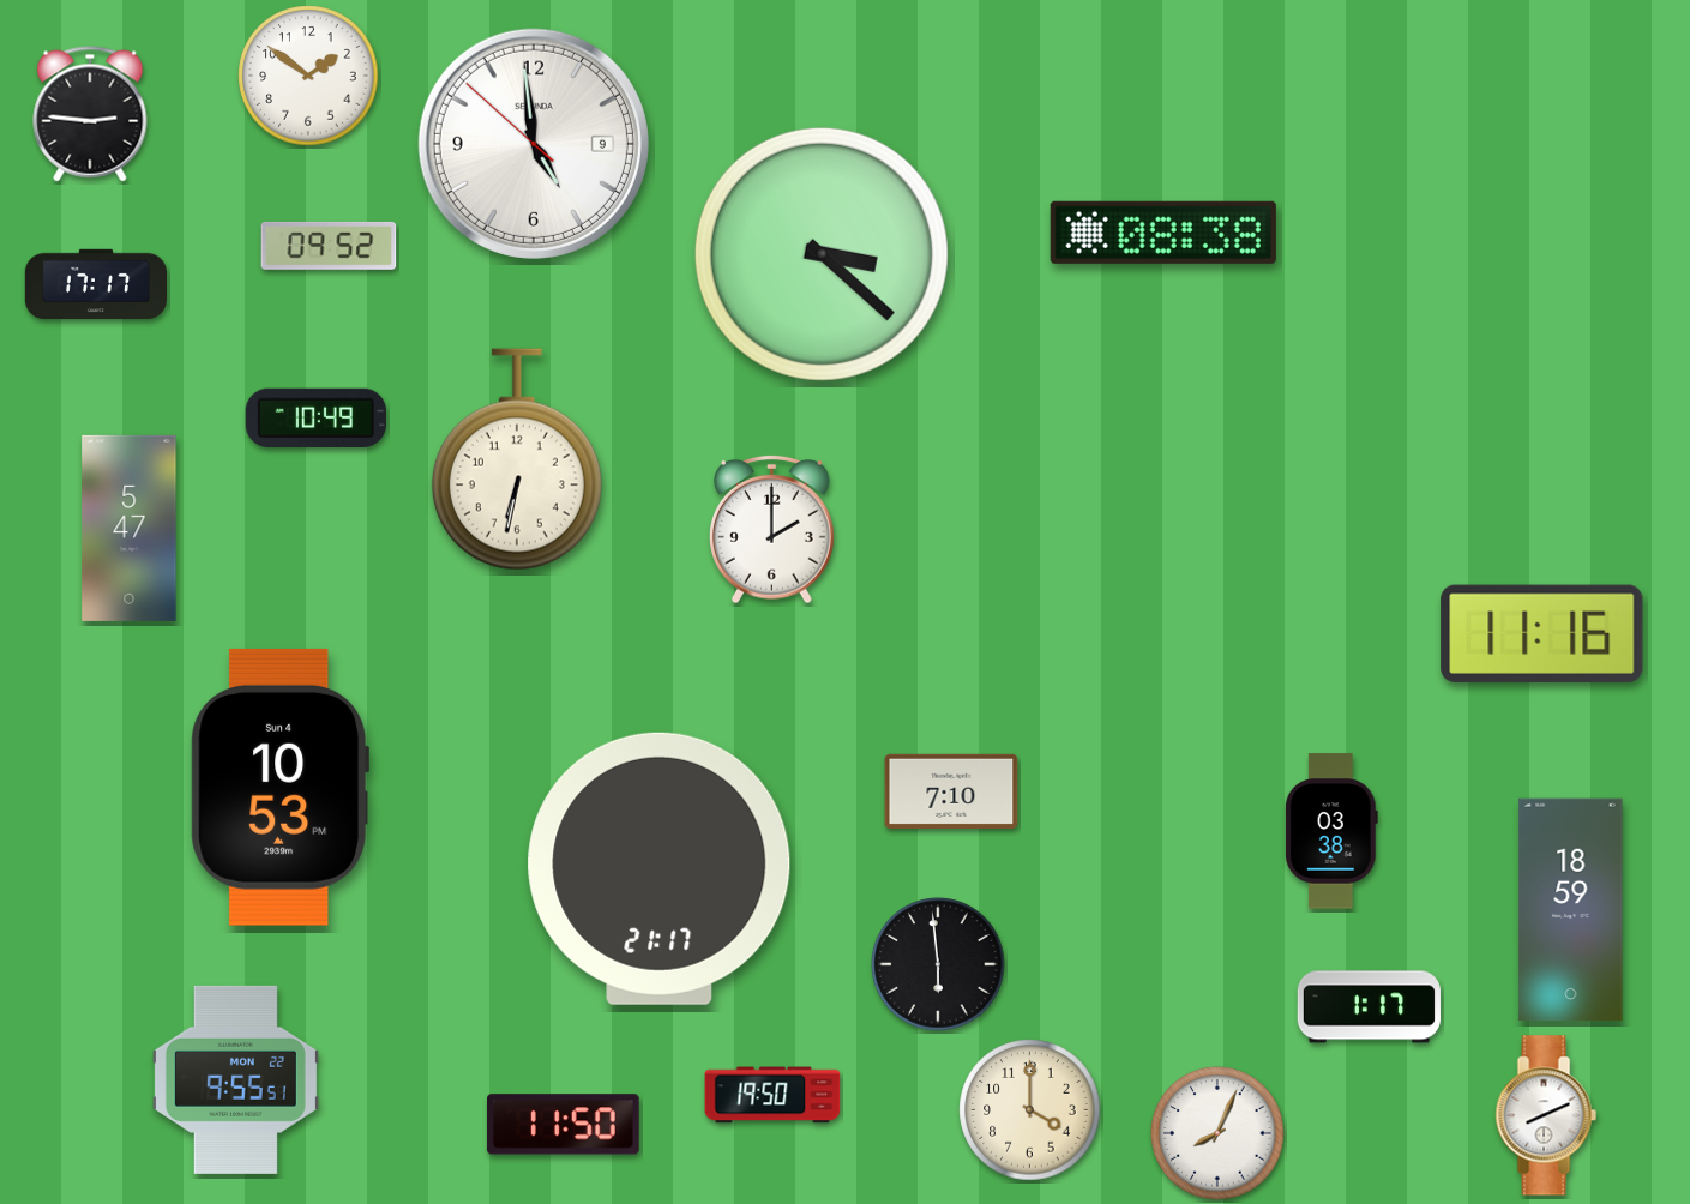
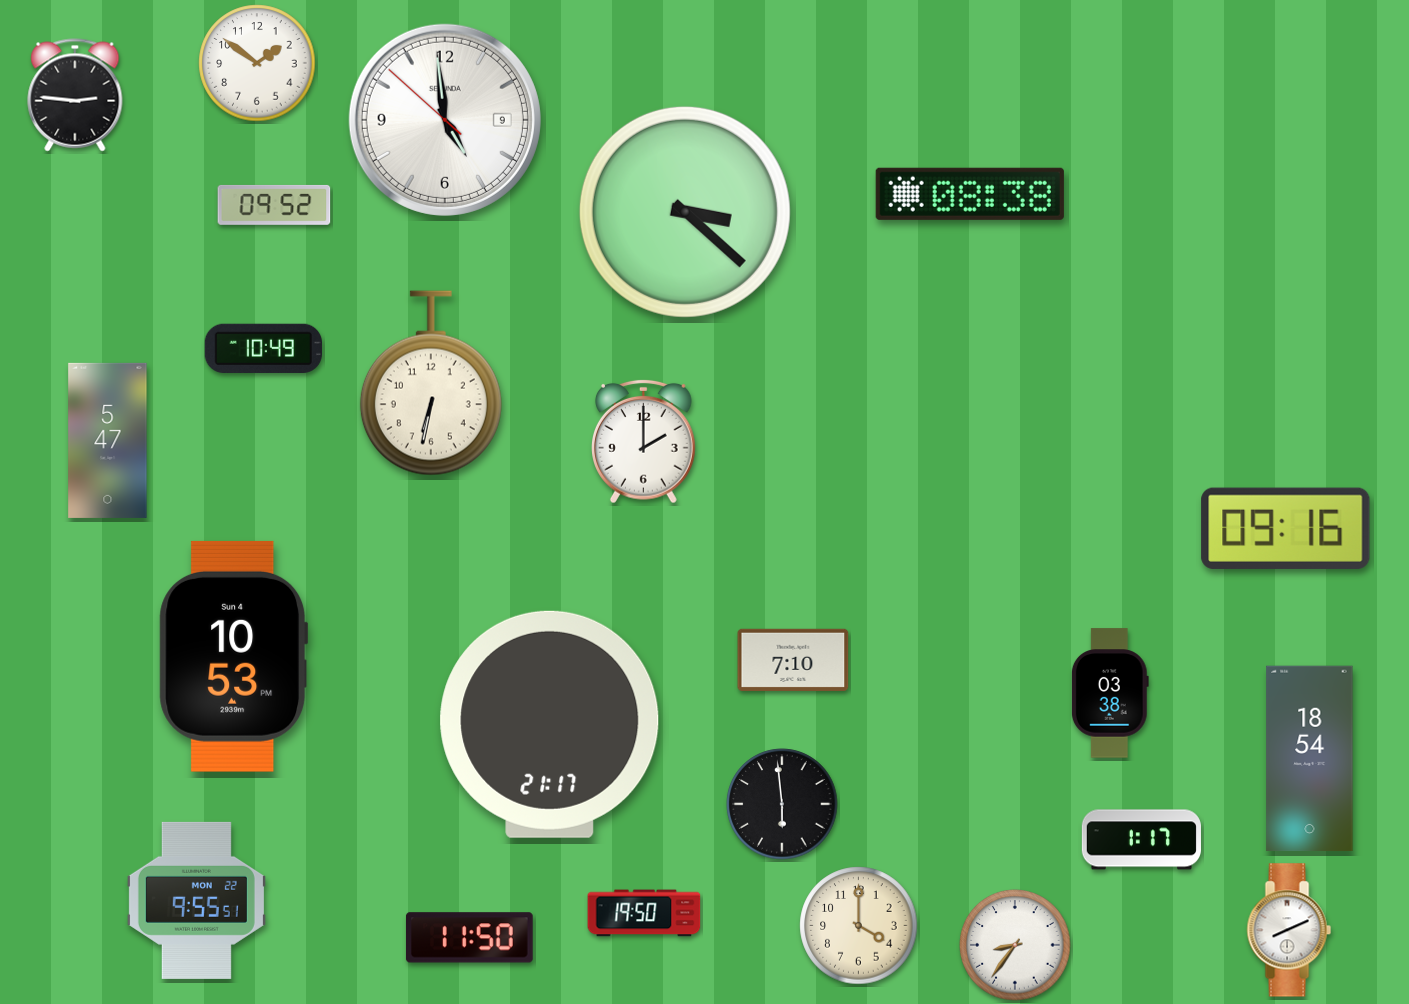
clock at (96, 284): 17:17 -> none
clock at (1542, 633): 11:16 -> 09:16
clock at (1571, 910): 18:59 -> 18:54
clock at (1217, 1133): 8:04 -> 8:36
